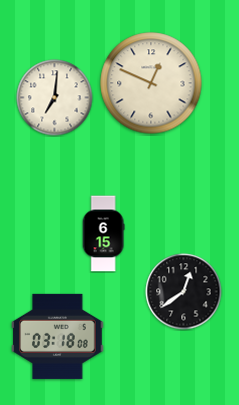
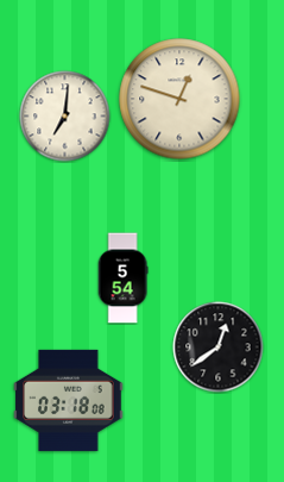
clock at (151, 83): 12:49 -> 12:48
clock at (103, 234): 6:15 -> 5:54
